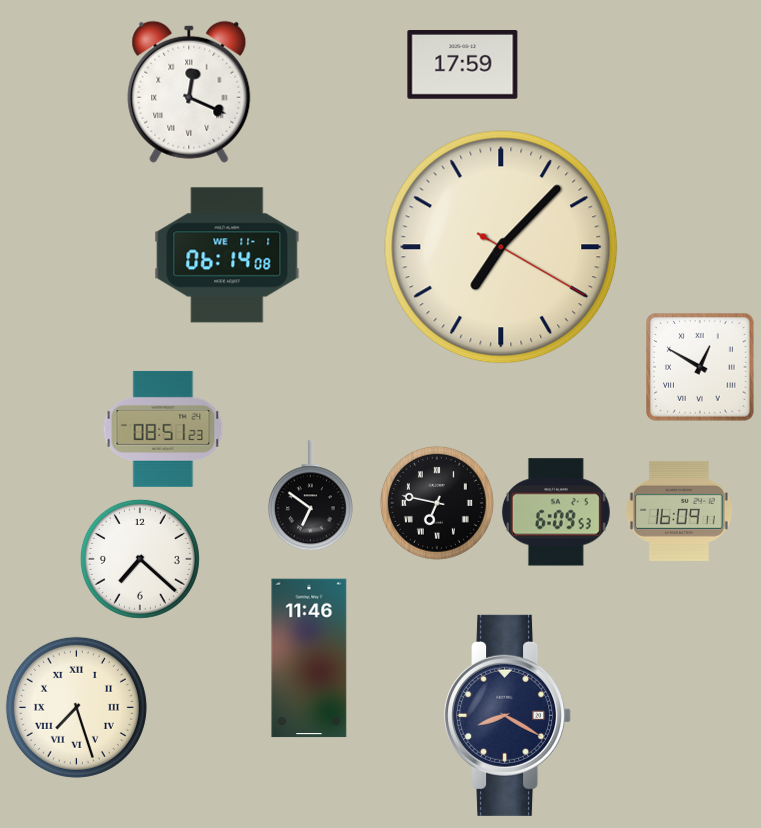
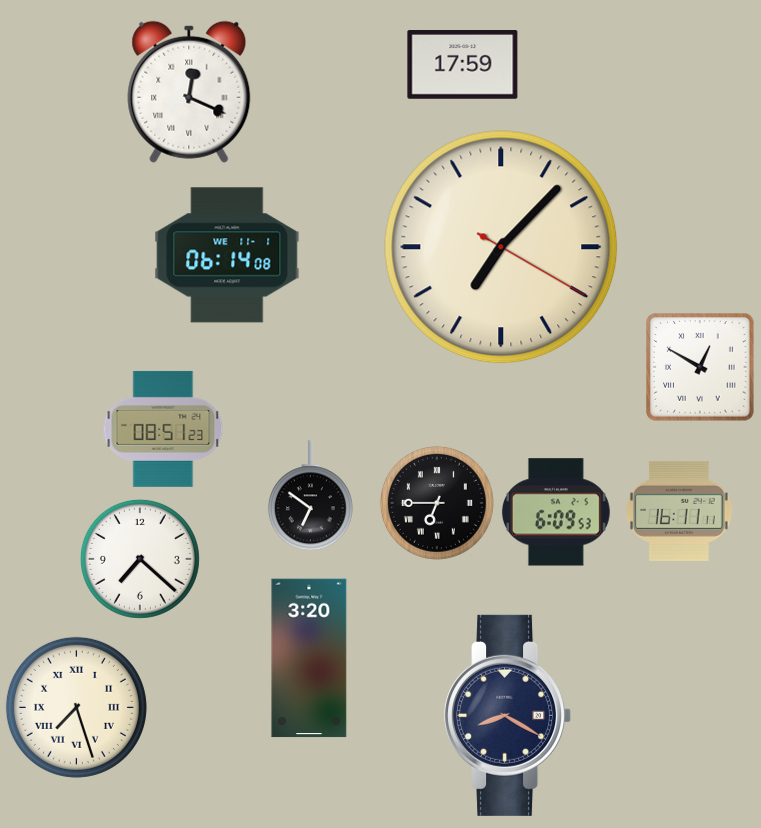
clock at (437, 503): 6:47 -> 6:45
clock at (679, 511): 16:09 -> 16:11
clock at (309, 658): 11:46 -> 3:20
